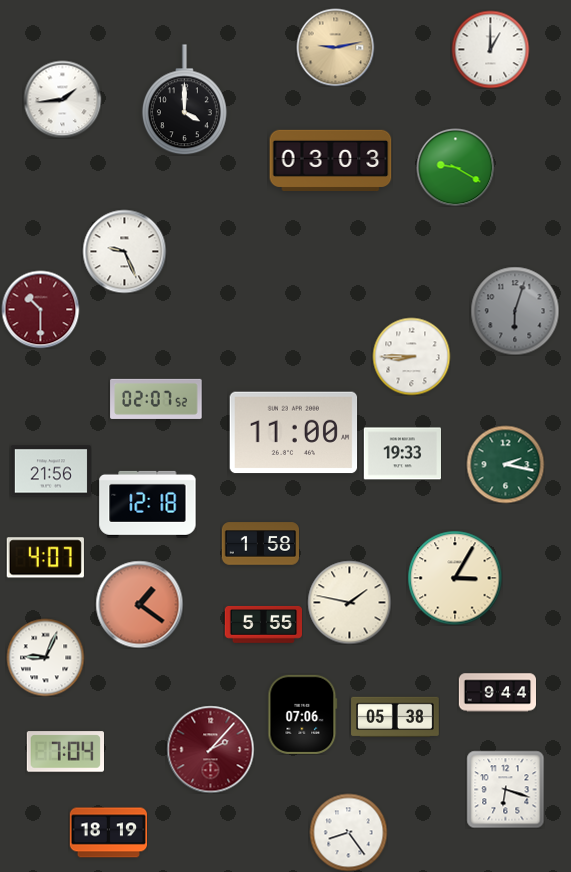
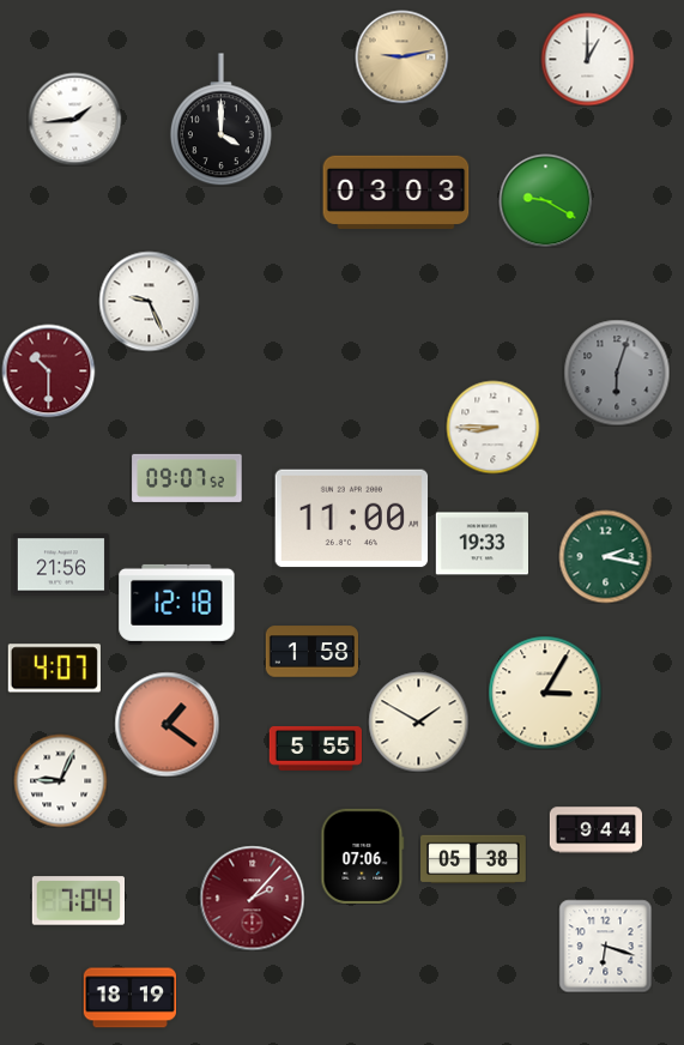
clock at (156, 399): 02:07 -> 09:07
clock at (349, 602): 1:47 -> 1:50
clock at (45, 657) position: (45, 657) -> (60, 780)
clock at (348, 832): 8:24 -> none
